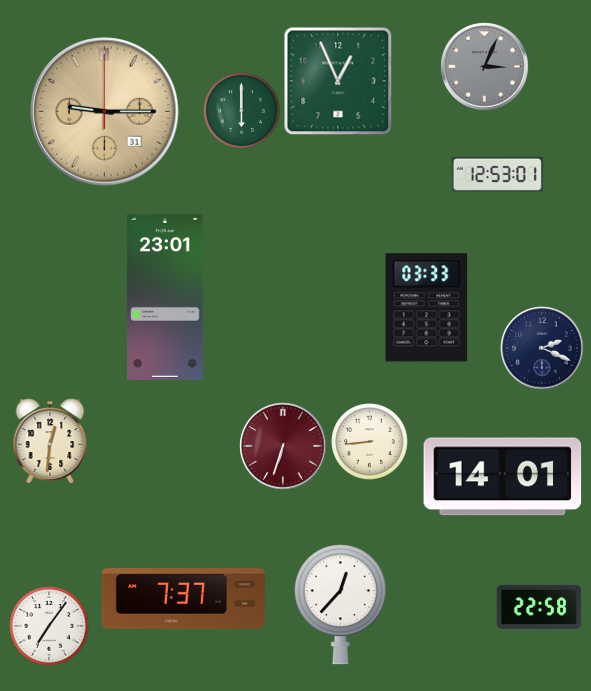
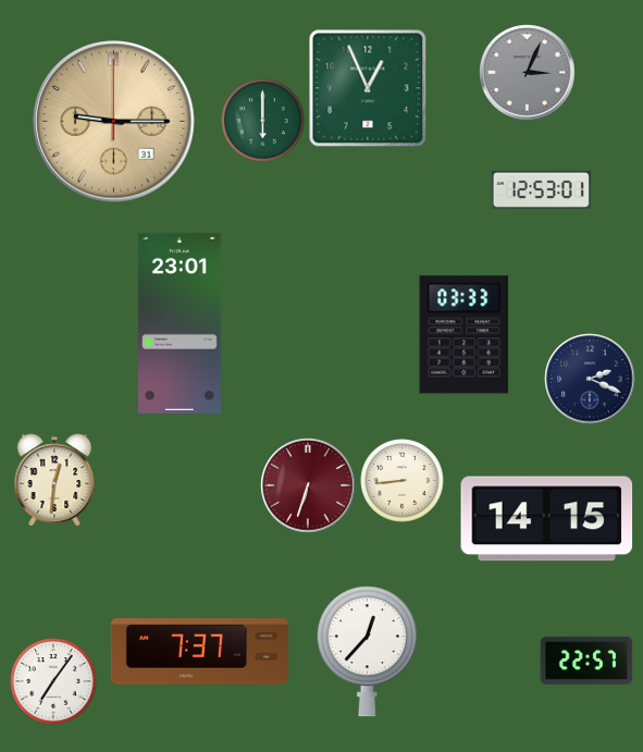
clock at (503, 477): 14:01 -> 14:15
clock at (340, 605) position: (340, 605) -> (367, 652)
clock at (539, 607): 22:58 -> 22:57
